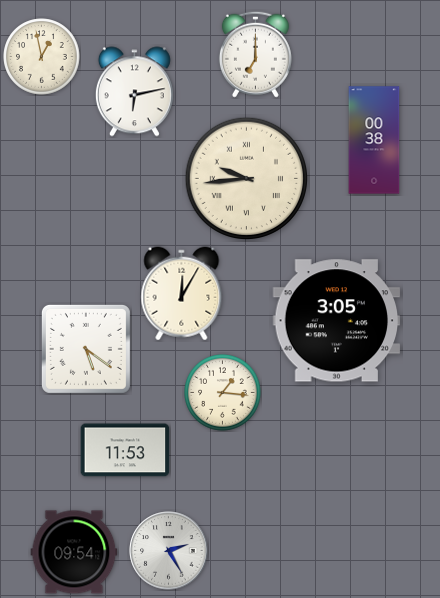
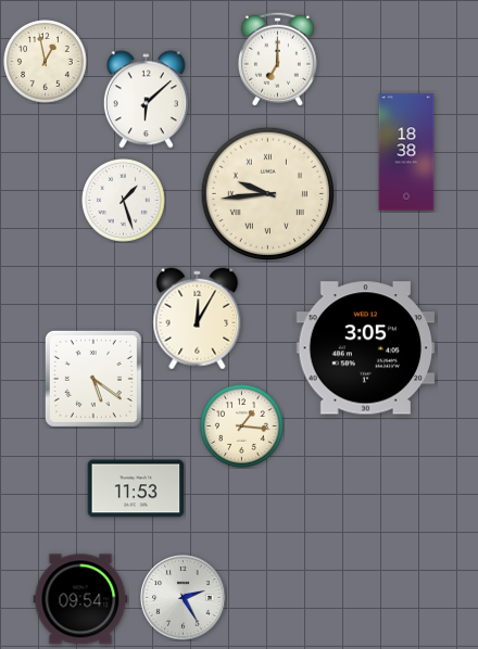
clock at (134, 92): 6:13 -> 6:08
clock at (374, 140): 00:38 -> 18:38
clock at (124, 201): none -> 1:27
